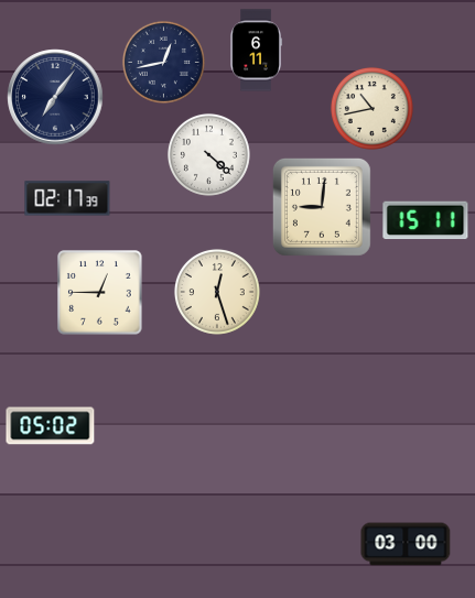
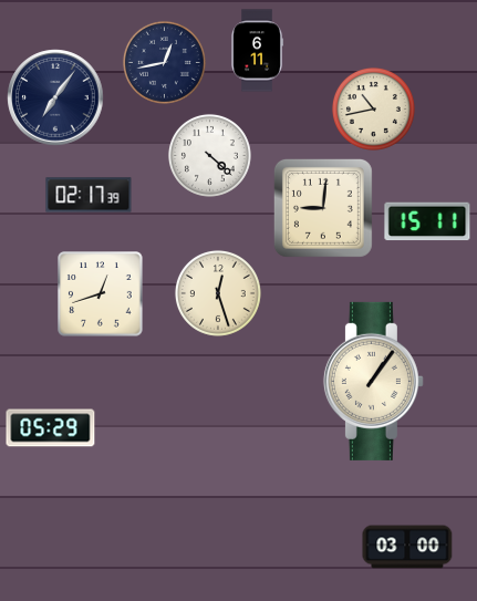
clock at (67, 198) position: (67, 198) -> (89, 195)
clock at (100, 293): 12:45 -> 12:42
clock at (373, 381): none -> 1:06
clock at (51, 426): 05:02 -> 05:29
